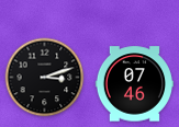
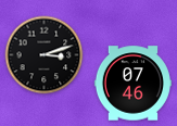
clock at (45, 78) position: (45, 78) -> (45, 55)
